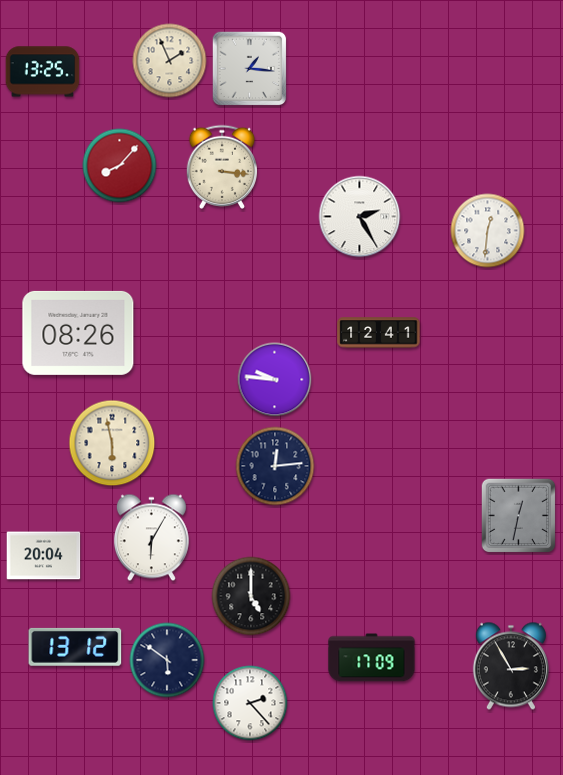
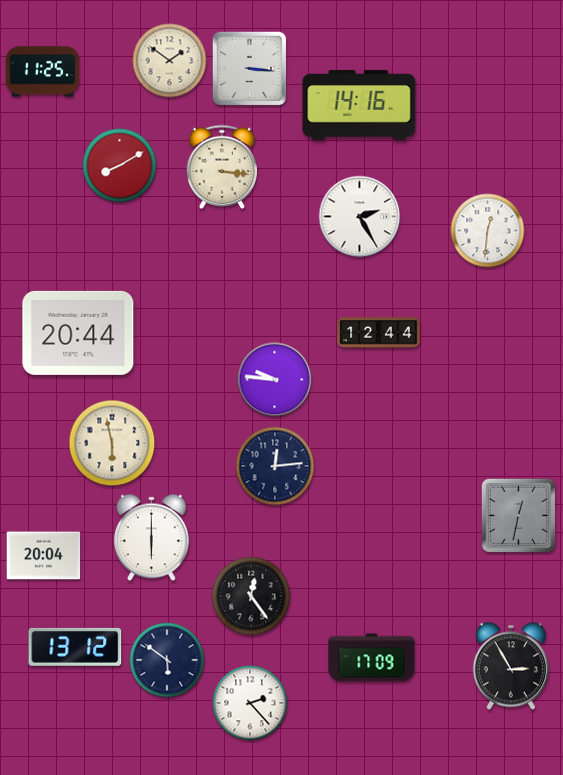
clock at (170, 61): 1:56 -> 1:51
clock at (250, 69): 1:16 -> 3:16
clock at (43, 72): 13:25 -> 11:25
clock at (359, 105): none -> 14:16
clock at (120, 166): 8:07 -> 8:10
clock at (78, 333): 08:26 -> 20:44
clock at (379, 333): 12:41 -> 12:44
clock at (151, 538): 6:05 -> 6:00
clock at (251, 596): 5:00 -> 12:24
